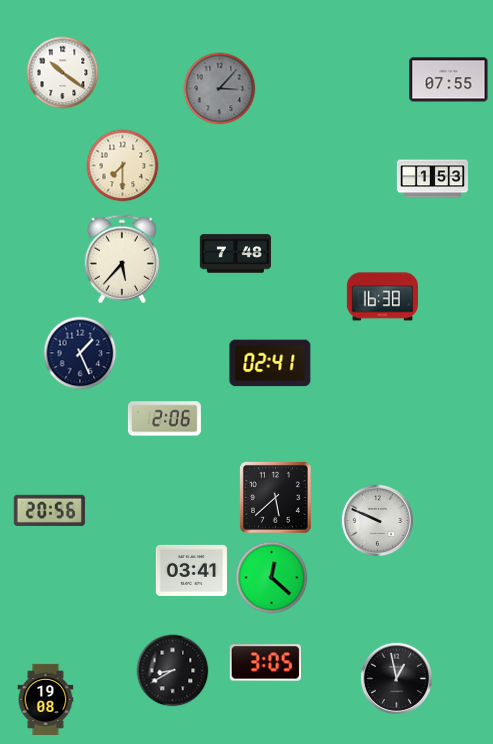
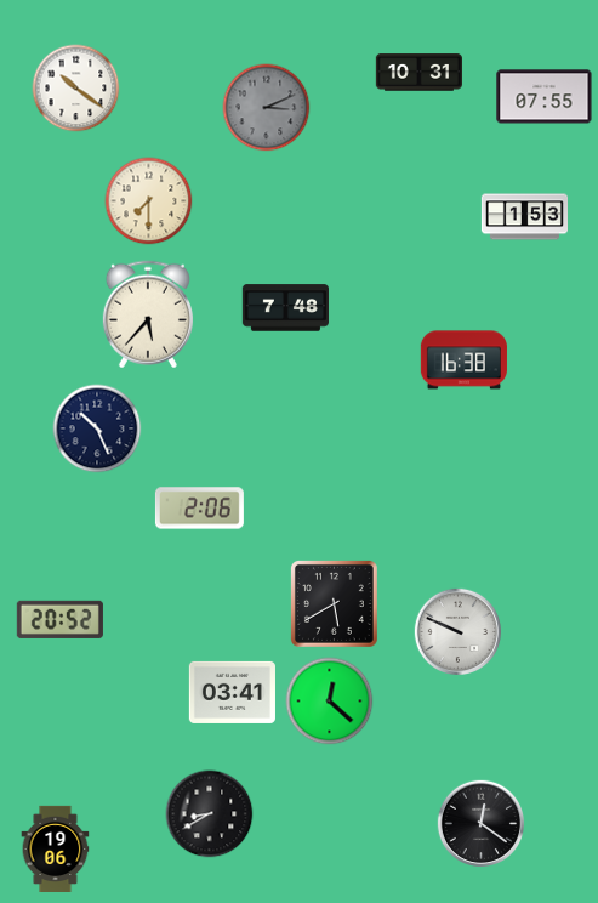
clock at (418, 73): none -> 10:31
clock at (220, 89): 3:07 -> 3:11
clock at (80, 353): 1:26 -> 10:26
clock at (270, 363): 02:41 -> none
clock at (275, 497): 5:38 -> 5:40
clock at (49, 510): 20:56 -> 20:52
clock at (265, 663): 3:05 -> none
clock at (396, 678): 12:58 -> 12:21
clock at (46, 699): 19:08 -> 19:06
